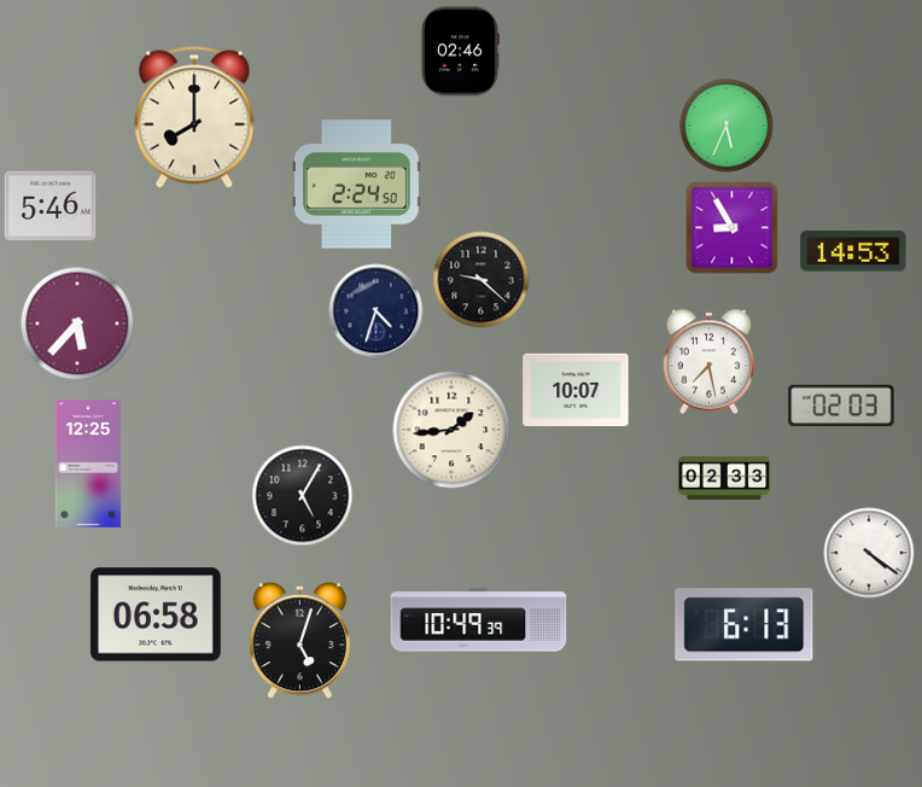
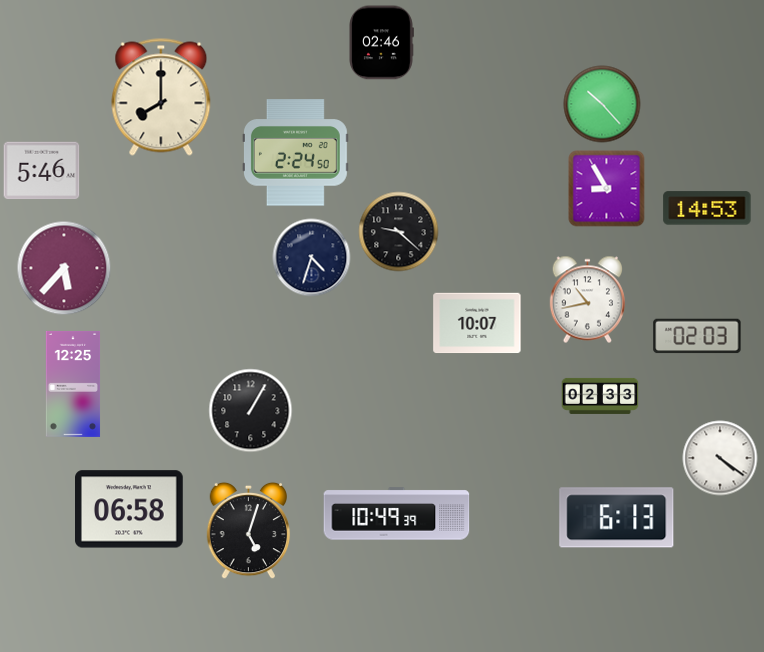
clock at (726, 126): 5:34 -> 10:23
clock at (708, 362): 7:28 -> 10:43
clock at (451, 430): 1:44 -> none
clock at (303, 496): 5:05 -> 1:05
